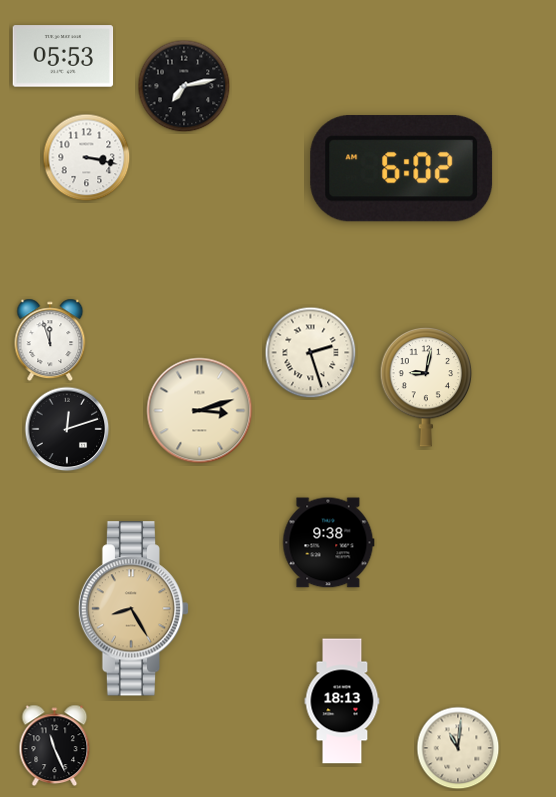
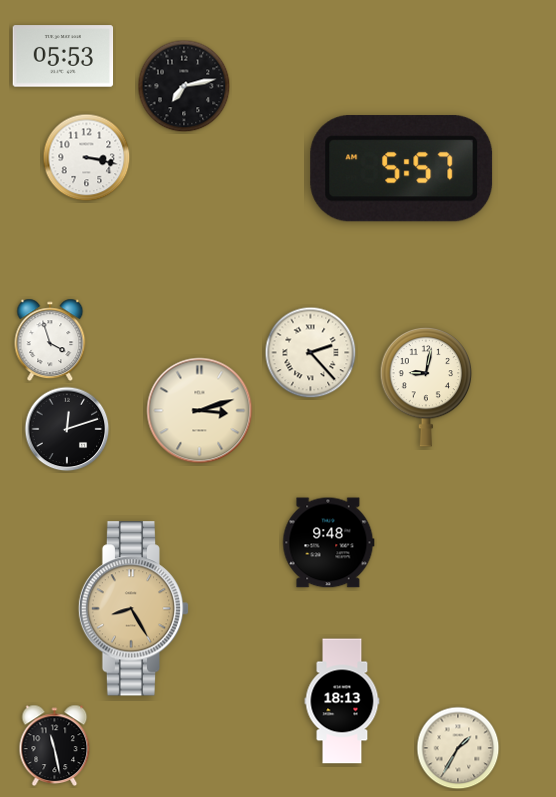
clock at (402, 169): 6:02 -> 5:57
clock at (50, 340): 11:57 -> 3:57
clock at (311, 353): 2:27 -> 2:23
clock at (329, 543): 9:38 -> 9:48
clock at (55, 745): 11:26 -> 11:28
clock at (458, 748): 11:01 -> 1:35
